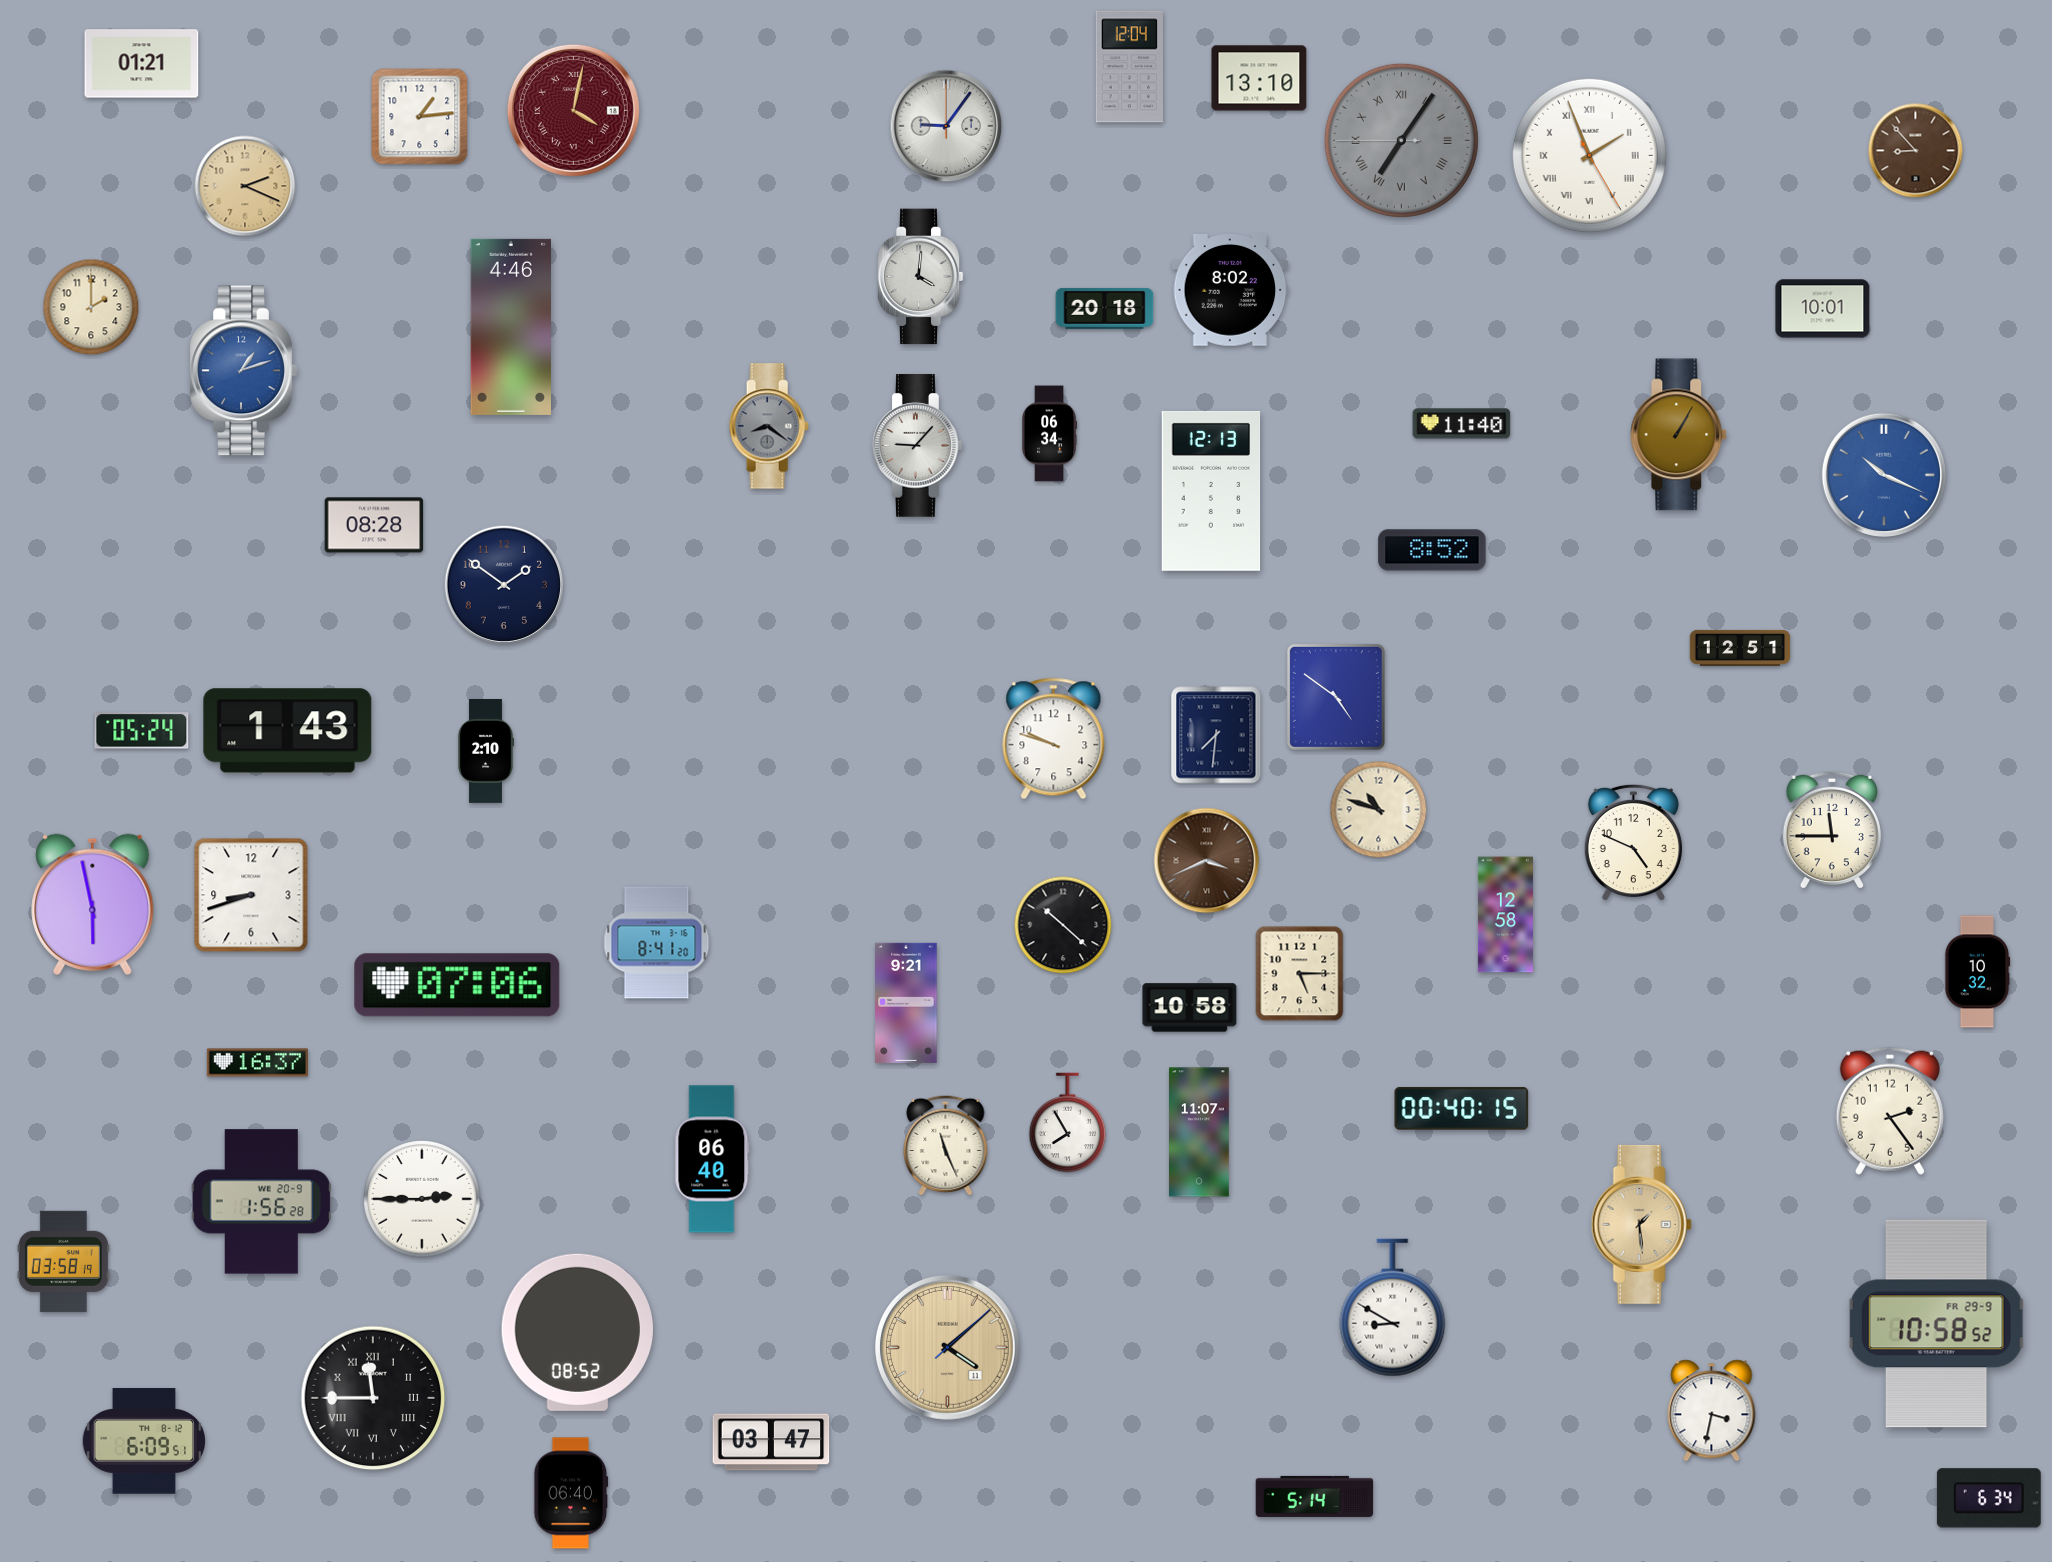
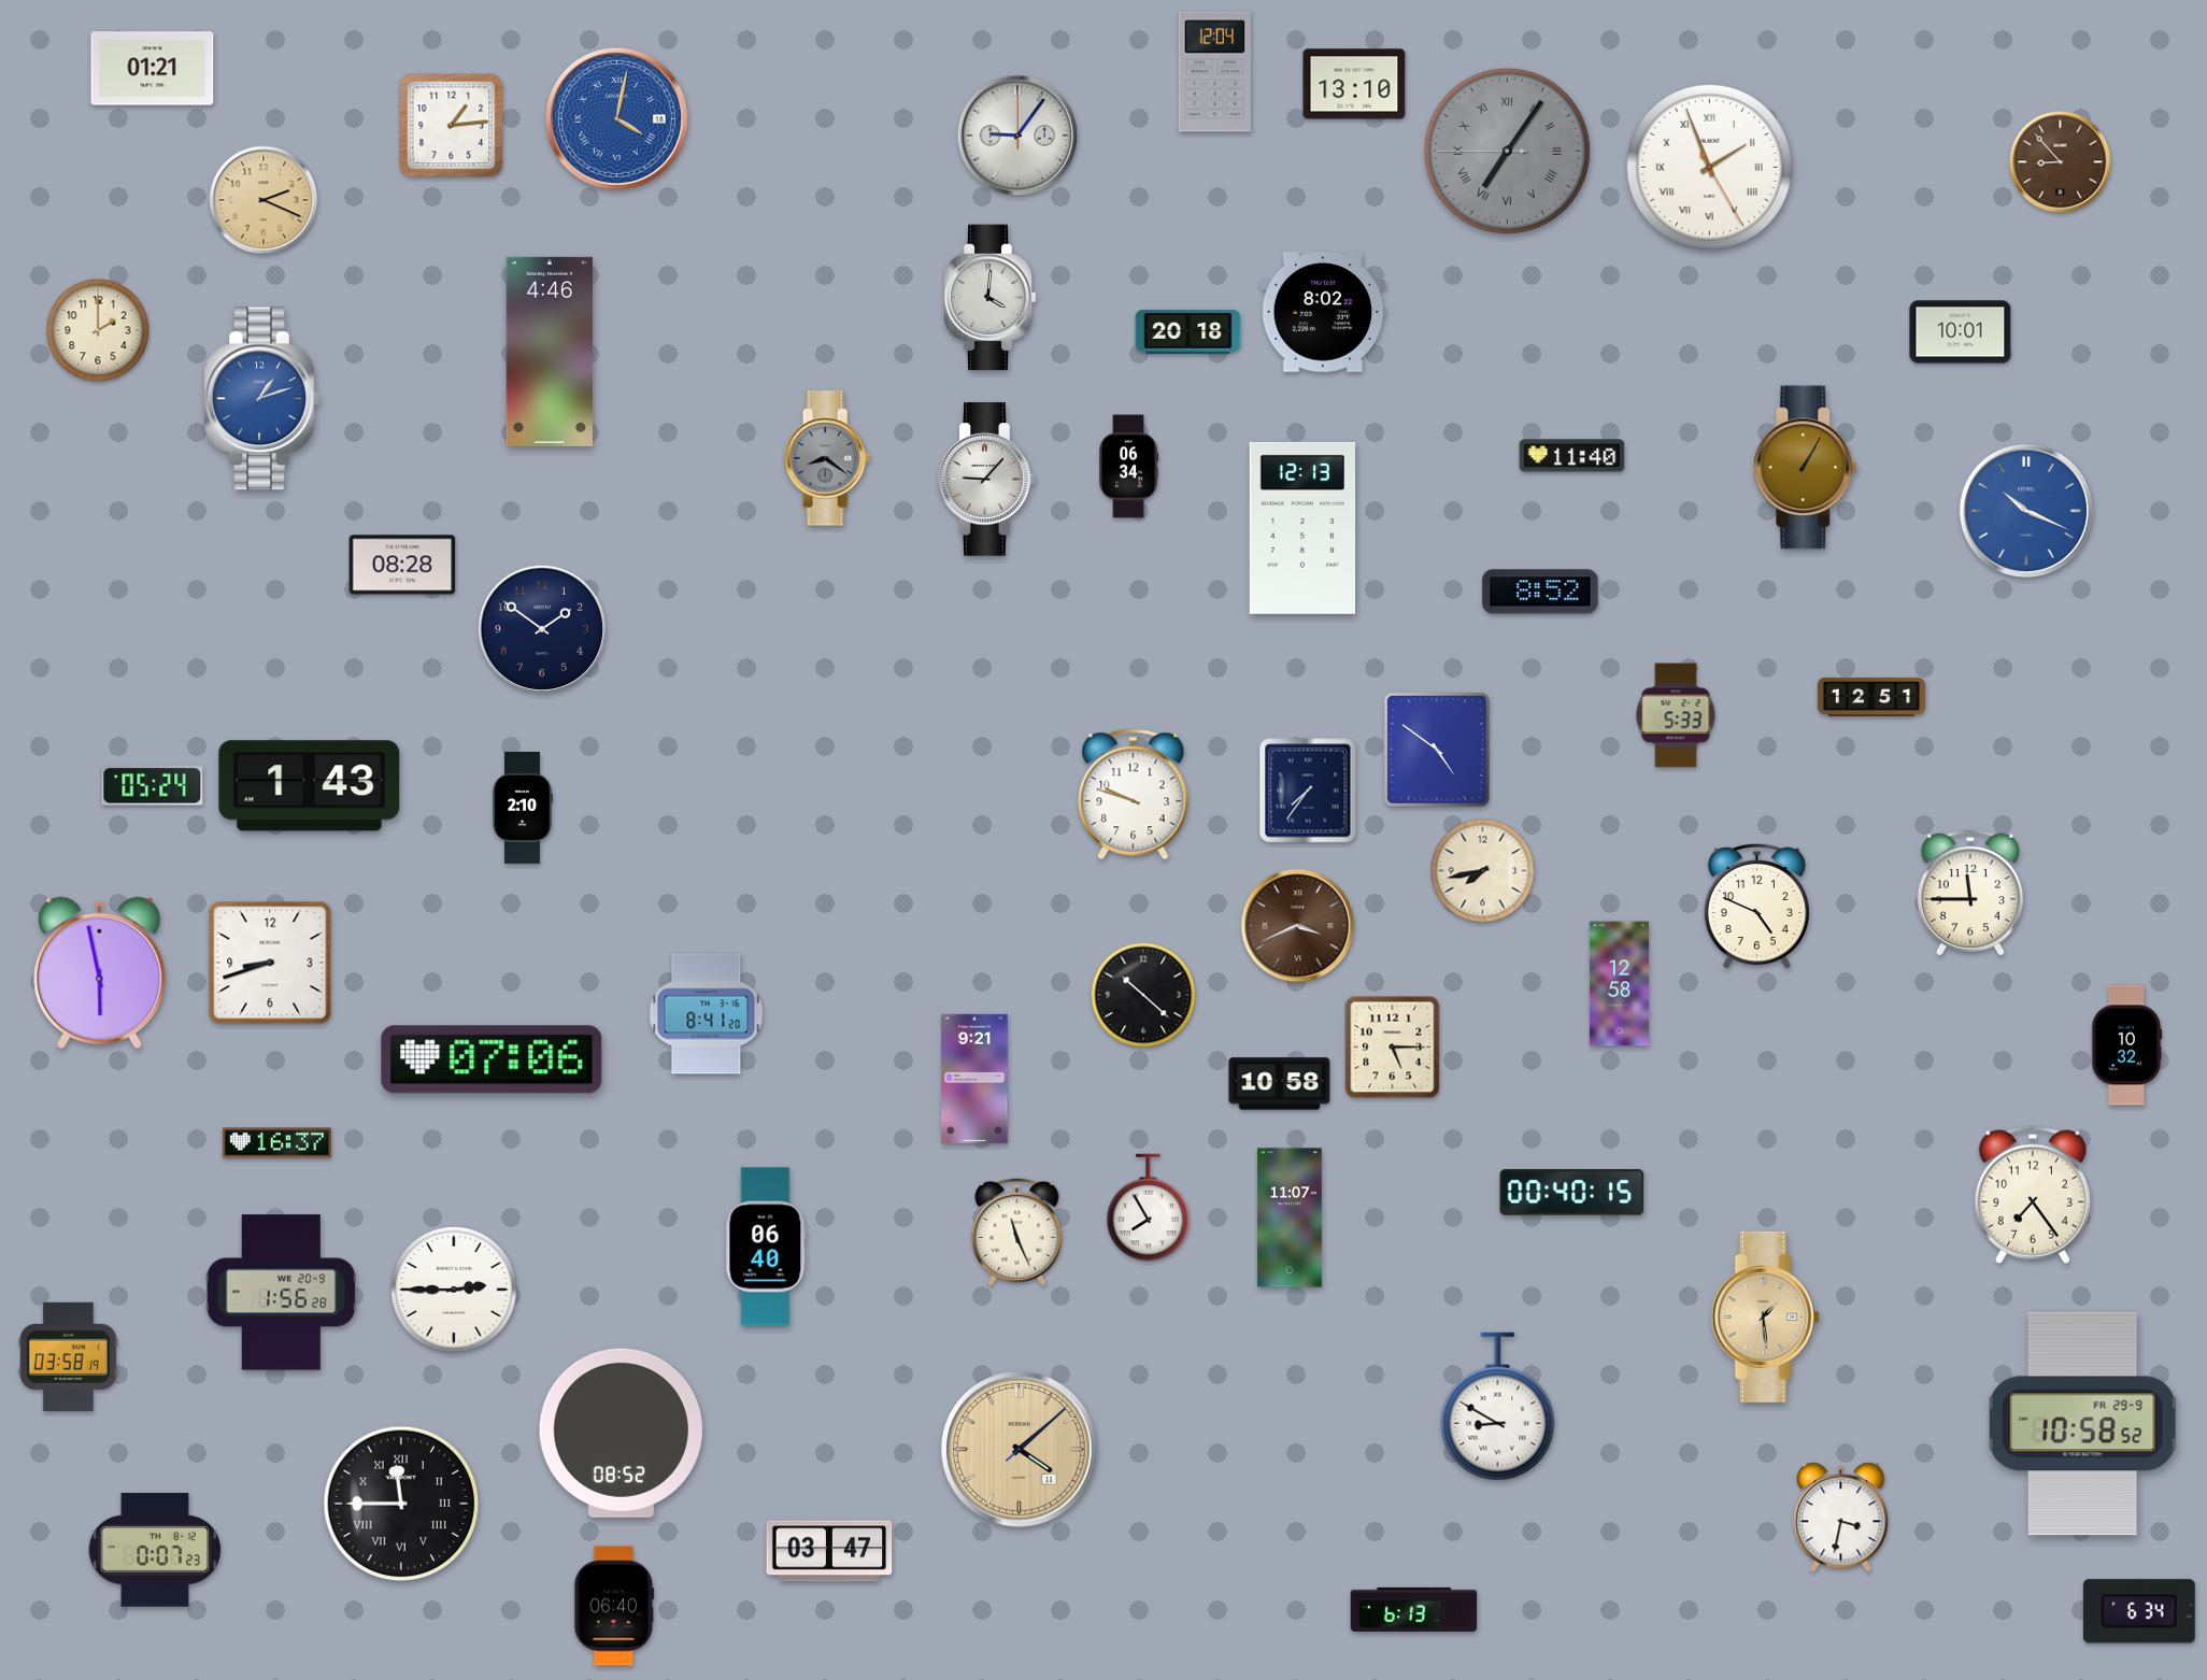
clock at (573, 110) dial: burgundy -> blue
clock at (1676, 715): none -> 5:33
clock at (1216, 735): 7:31 -> 7:36
clock at (1379, 810): 10:48 -> 7:43
clock at (1300, 974) position: (1300, 974) -> (1393, 1048)
clock at (1890, 1111): 2:24 -> 7:24
clock at (143, 1441): 6:09 -> 0:07
clock at (1315, 1496): 5:14 -> 6:13
